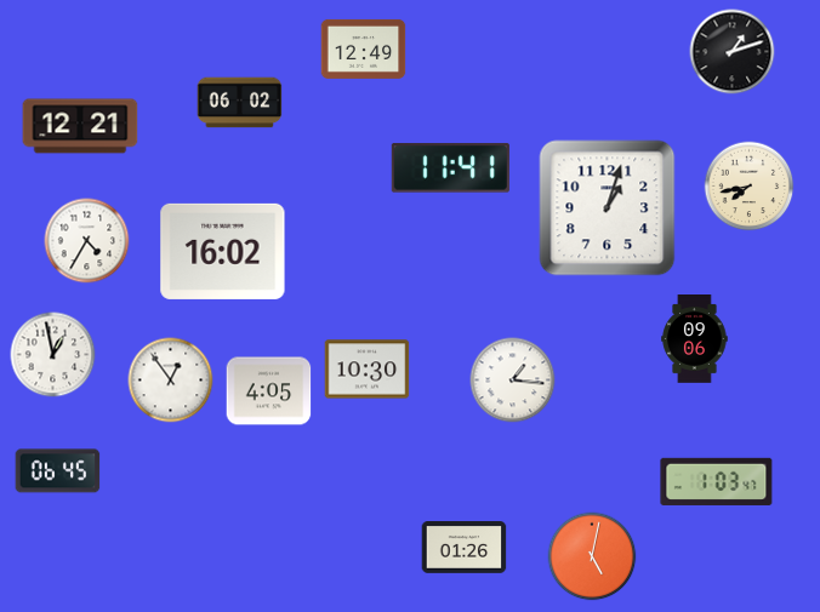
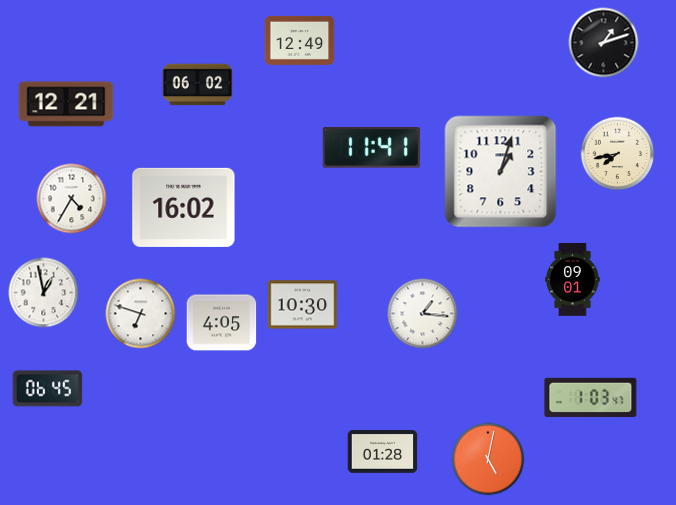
clock at (450, 168) position: (450, 168) -> (371, 148)
clock at (695, 339): 09:06 -> 09:01
clock at (171, 381): 12:54 -> 6:48
clock at (465, 548): 01:26 -> 01:28
